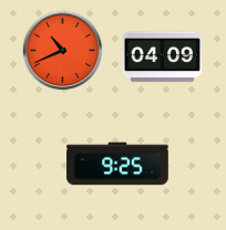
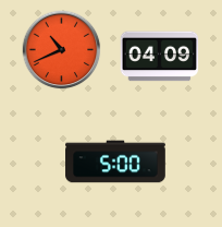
clock at (117, 164): 9:25 -> 5:00
